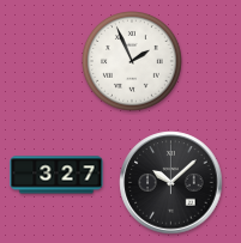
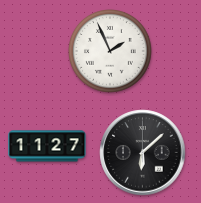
clock at (56, 175): 3:27 -> 11:27
clock at (171, 183): 10:08 -> 6:08
